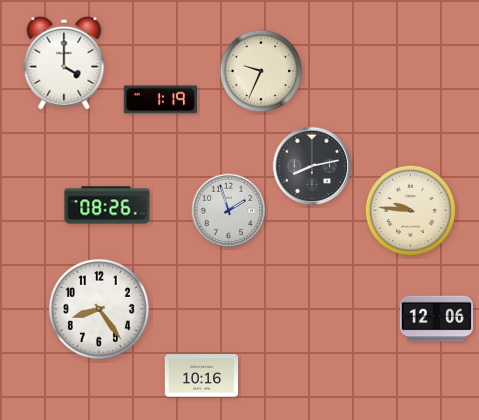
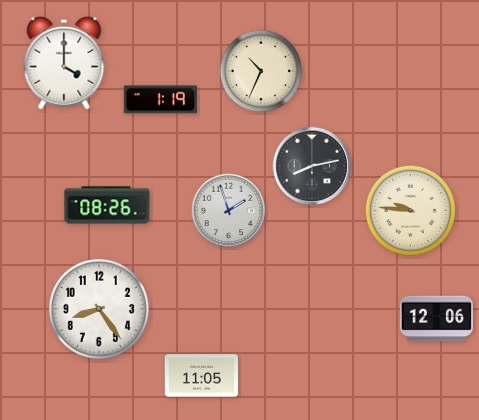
clock at (261, 71): 9:34 -> 10:34
clock at (201, 376): 10:16 -> 11:05
